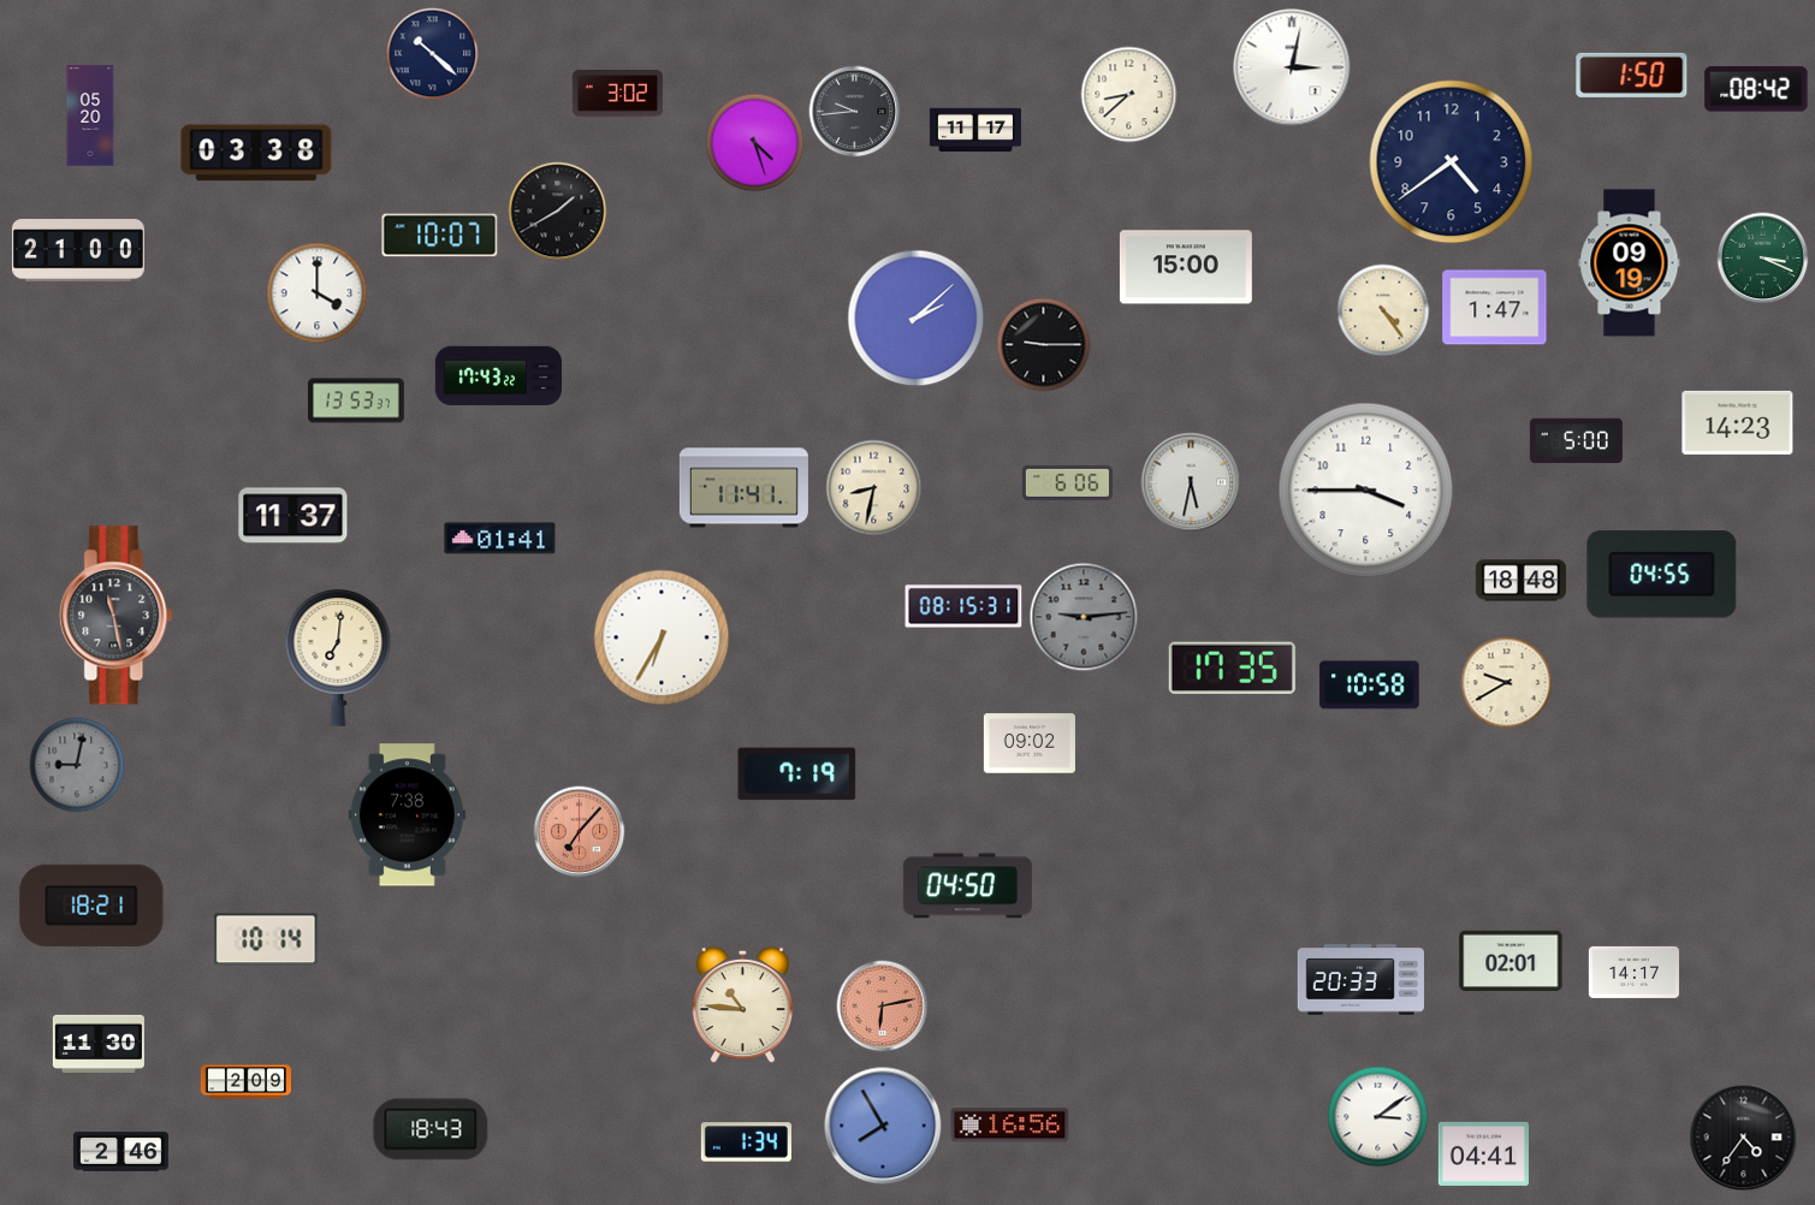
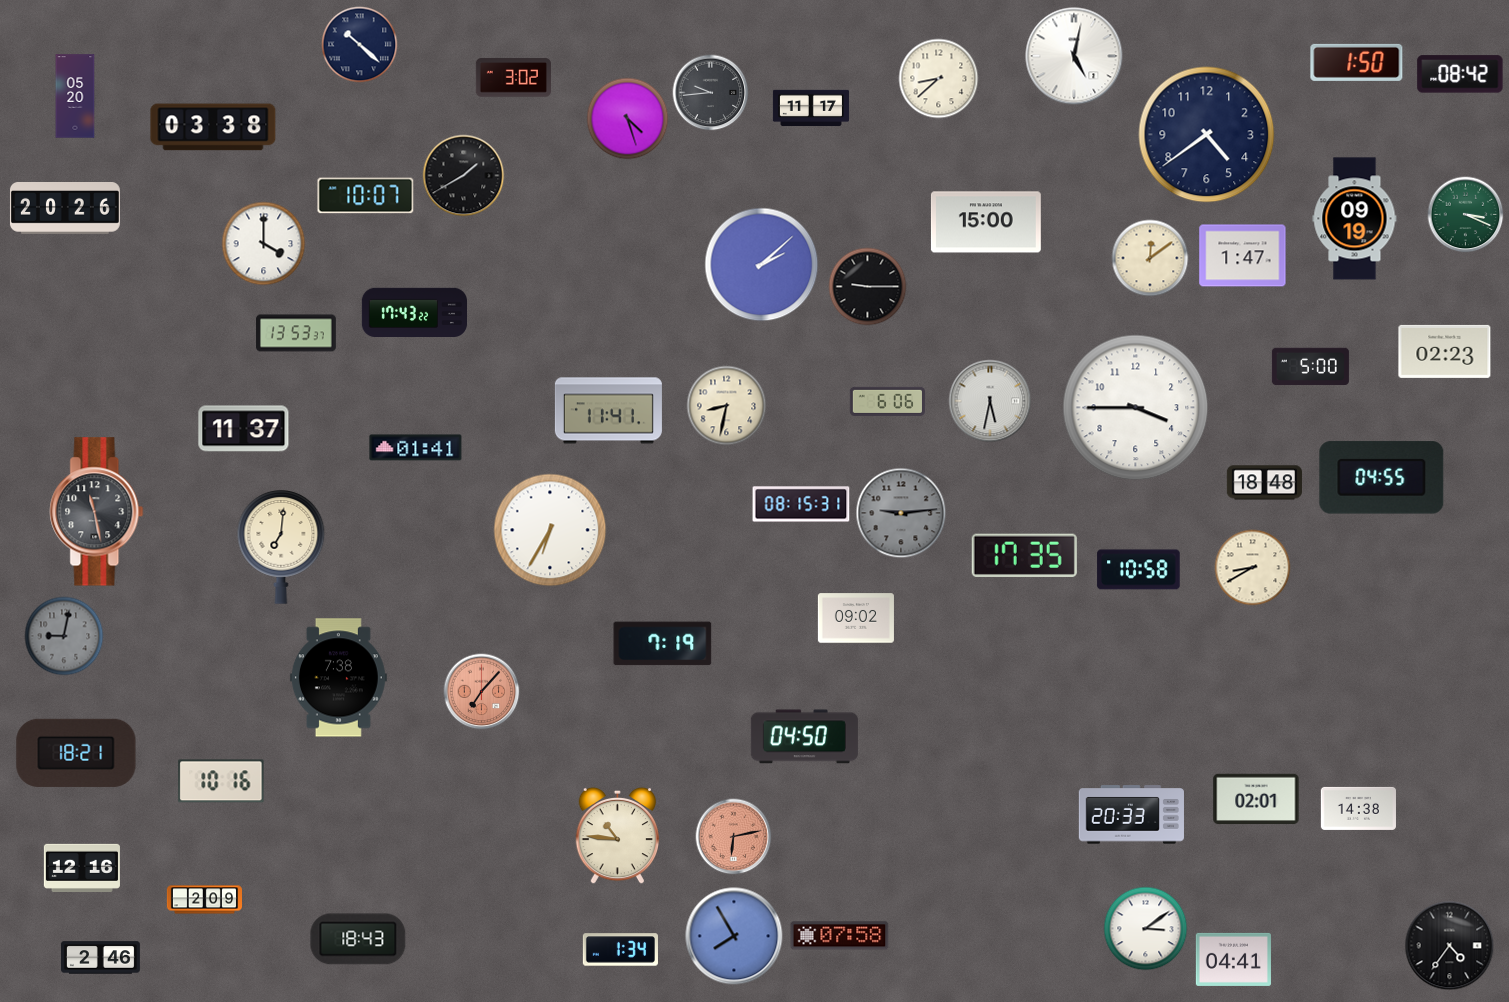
clock at (1292, 67): 3:02 -> 5:02
clock at (78, 250): 21:00 -> 20:26
clock at (1383, 310): 4:24 -> 12:09
clock at (1738, 422): 14:23 -> 02:23
clock at (743, 488) position: (743, 488) -> (608, 411)
clock at (1507, 683): 9:40 -> 8:40
clock at (266, 939): 10:14 -> 10:16
clock at (1633, 972): 14:17 -> 14:38
clock at (99, 1043): 11:30 -> 12:16
clock at (1010, 1126): 16:56 -> 07:58
